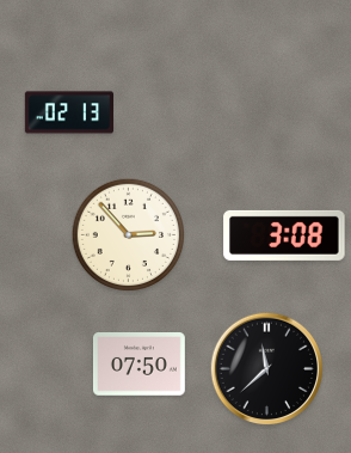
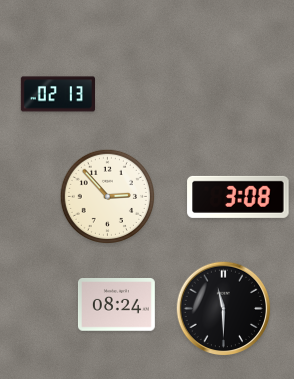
clock at (138, 365): 07:50 -> 08:24
clock at (267, 369): 11:38 -> 11:30
